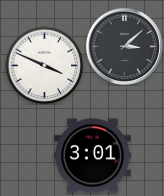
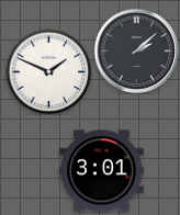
clock at (124, 46): 3:08 -> 2:08
clock at (44, 65): 3:49 -> 1:49
